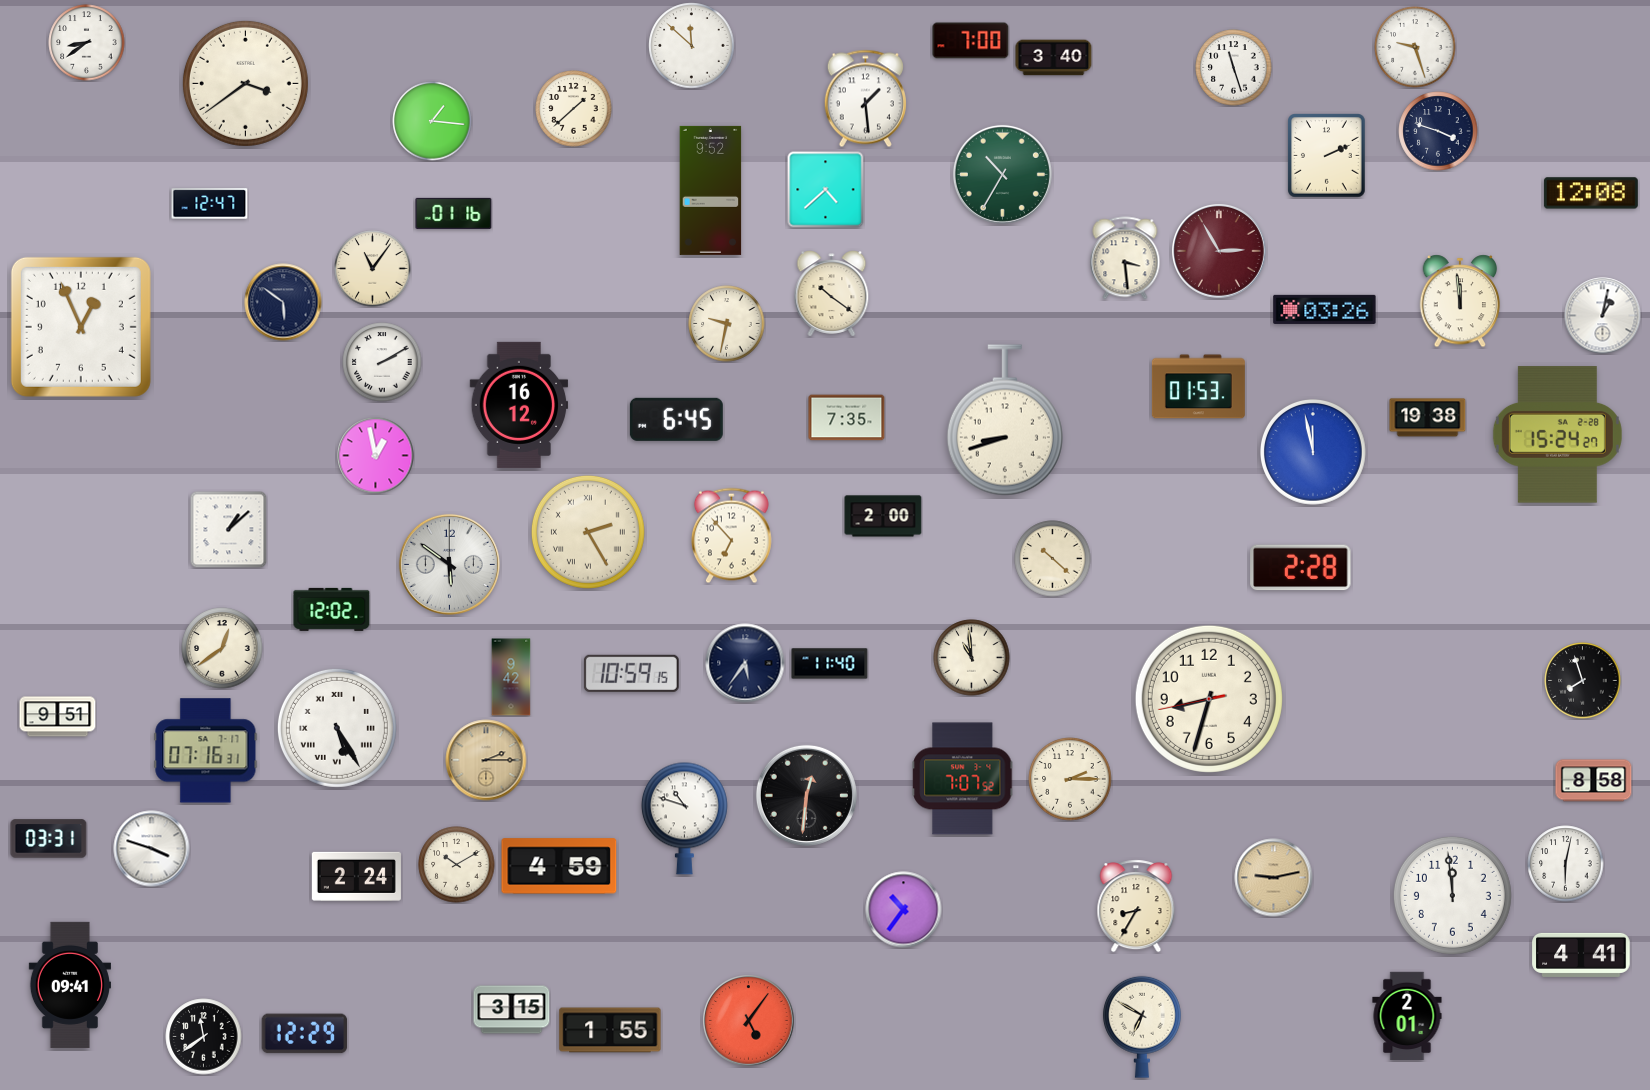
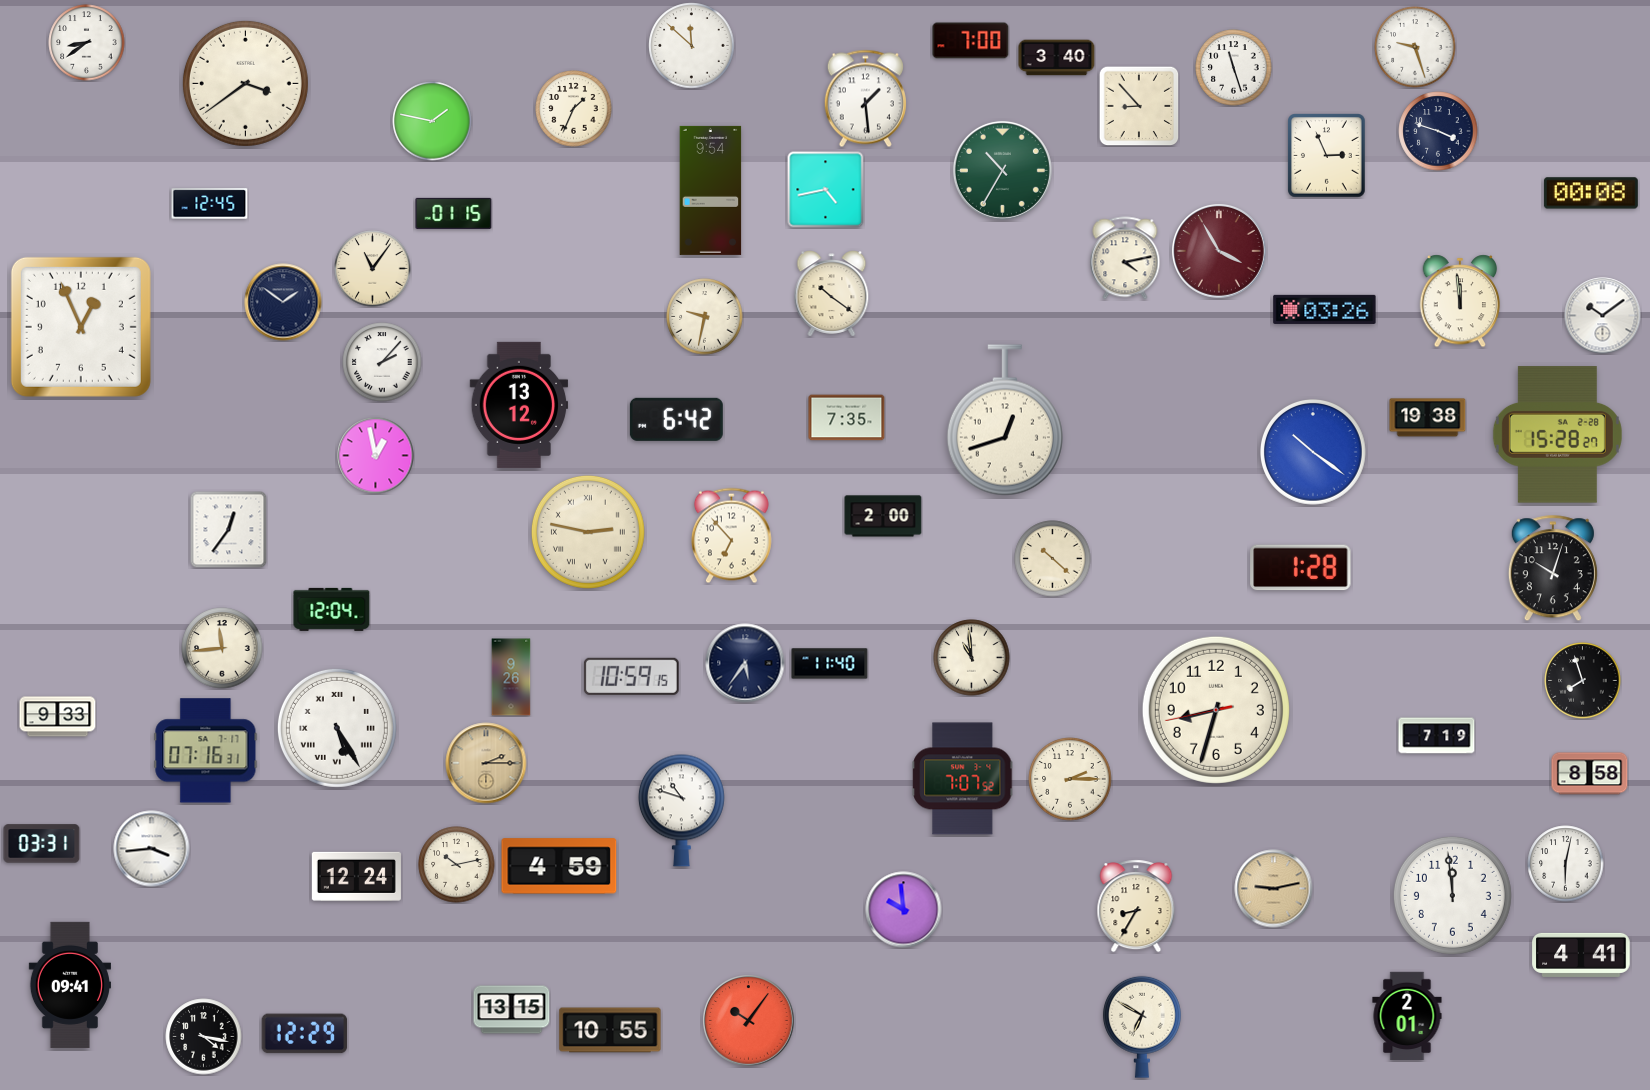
clock at (1054, 58) position: (1054, 58) -> (1057, 58)
clock at (1139, 106): none -> 8:53
clock at (574, 109): 1:38 -> 1:34
clock at (432, 121): 1:16 -> 1:47
clock at (1327, 156): 2:11 -> 2:56
clock at (1002, 174) position: (1002, 174) -> (1002, 170)
clock at (711, 190): 9:52 -> 9:54
clock at (826, 190): 4:38 -> 4:43
clock at (1591, 193): 12:08 -> 00:08
clock at (210, 204): 12:47 -> 12:45
clock at (454, 213): 01:16 -> 01:15
clock at (1219, 251): 2:55 -> 3:55
clock at (1125, 258): 3:29 -> 4:13
clock at (283, 302): 5:51 -> 1:51
clock at (1603, 316): 1:02 -> 10:09
clock at (727, 324) position: (727, 324) -> (705, 317)
clock at (382, 362): 2:10 -> 2:07
clock at (1198, 387): 01:53 -> none
clock at (519, 405): 16:12 -> 13:12
clock at (676, 419): 6:45 -> 6:42
clock at (1005, 420): 8:42 -> 12:42
clock at (1557, 435): 15:24 -> 15:28
clock at (1314, 453): 11:58 -> 10:21
clock at (228, 529): 1:08 -> 12:36
clock at (588, 532): 2:25 -> 2:47
clock at (449, 564): 5:51 -> none
clock at (1301, 568): 2:28 -> 1:28
clock at (1553, 569): none -> 10:03
clock at (332, 609): 12:02 -> 12:04
clock at (222, 648): 12:39 -> 11:44
clock at (631, 673) position: (631, 673) -> (631, 676)
clock at (511, 677): 9:42 -> 9:26
clock at (1209, 699) position: (1209, 699) -> (1216, 710)
clock at (58, 717): 9:51 -> 9:33
clock at (1437, 736): none -> 7:19
clock at (486, 760) position: (486, 760) -> (486, 763)
clock at (1594, 781) position: (1594, 781) -> (1590, 774)
clock at (806, 795): 12:31 -> none
clock at (684, 818) position: (684, 818) -> (681, 810)
clock at (49, 839) position: (49, 839) -> (42, 844)
clock at (152, 849): 3:48 -> 3:44
clock at (457, 865): 10:10 -> 10:13
clock at (356, 876): 2:24 -> 12:24
clock at (1274, 878) position: (1274, 878) -> (1274, 889)
clock at (904, 910): 10:36 -> 9:59
clock at (512, 1010): 3:15 -> 13:15
clock at (749, 1021): 5:06 -> 10:06
clock at (610, 1030): 1:55 -> 10:55
clock at (204, 1037): 11:39 -> 4:17
